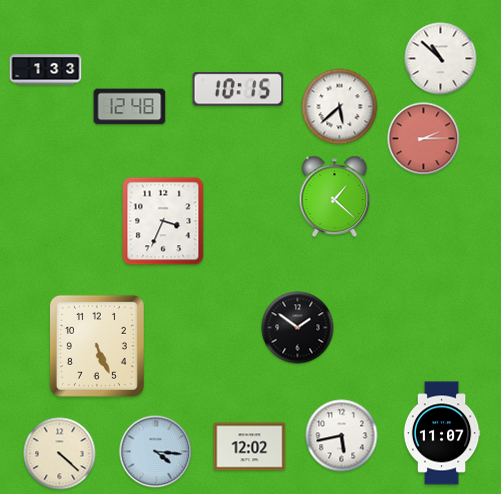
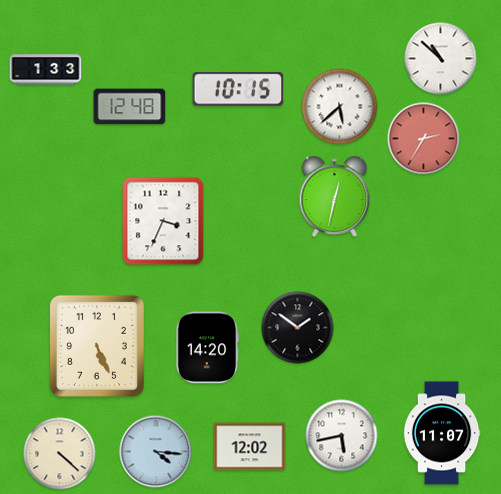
clock at (424, 139): 2:15 -> 2:35
clock at (335, 196): 1:22 -> 12:32
clock at (208, 348): none -> 14:20
